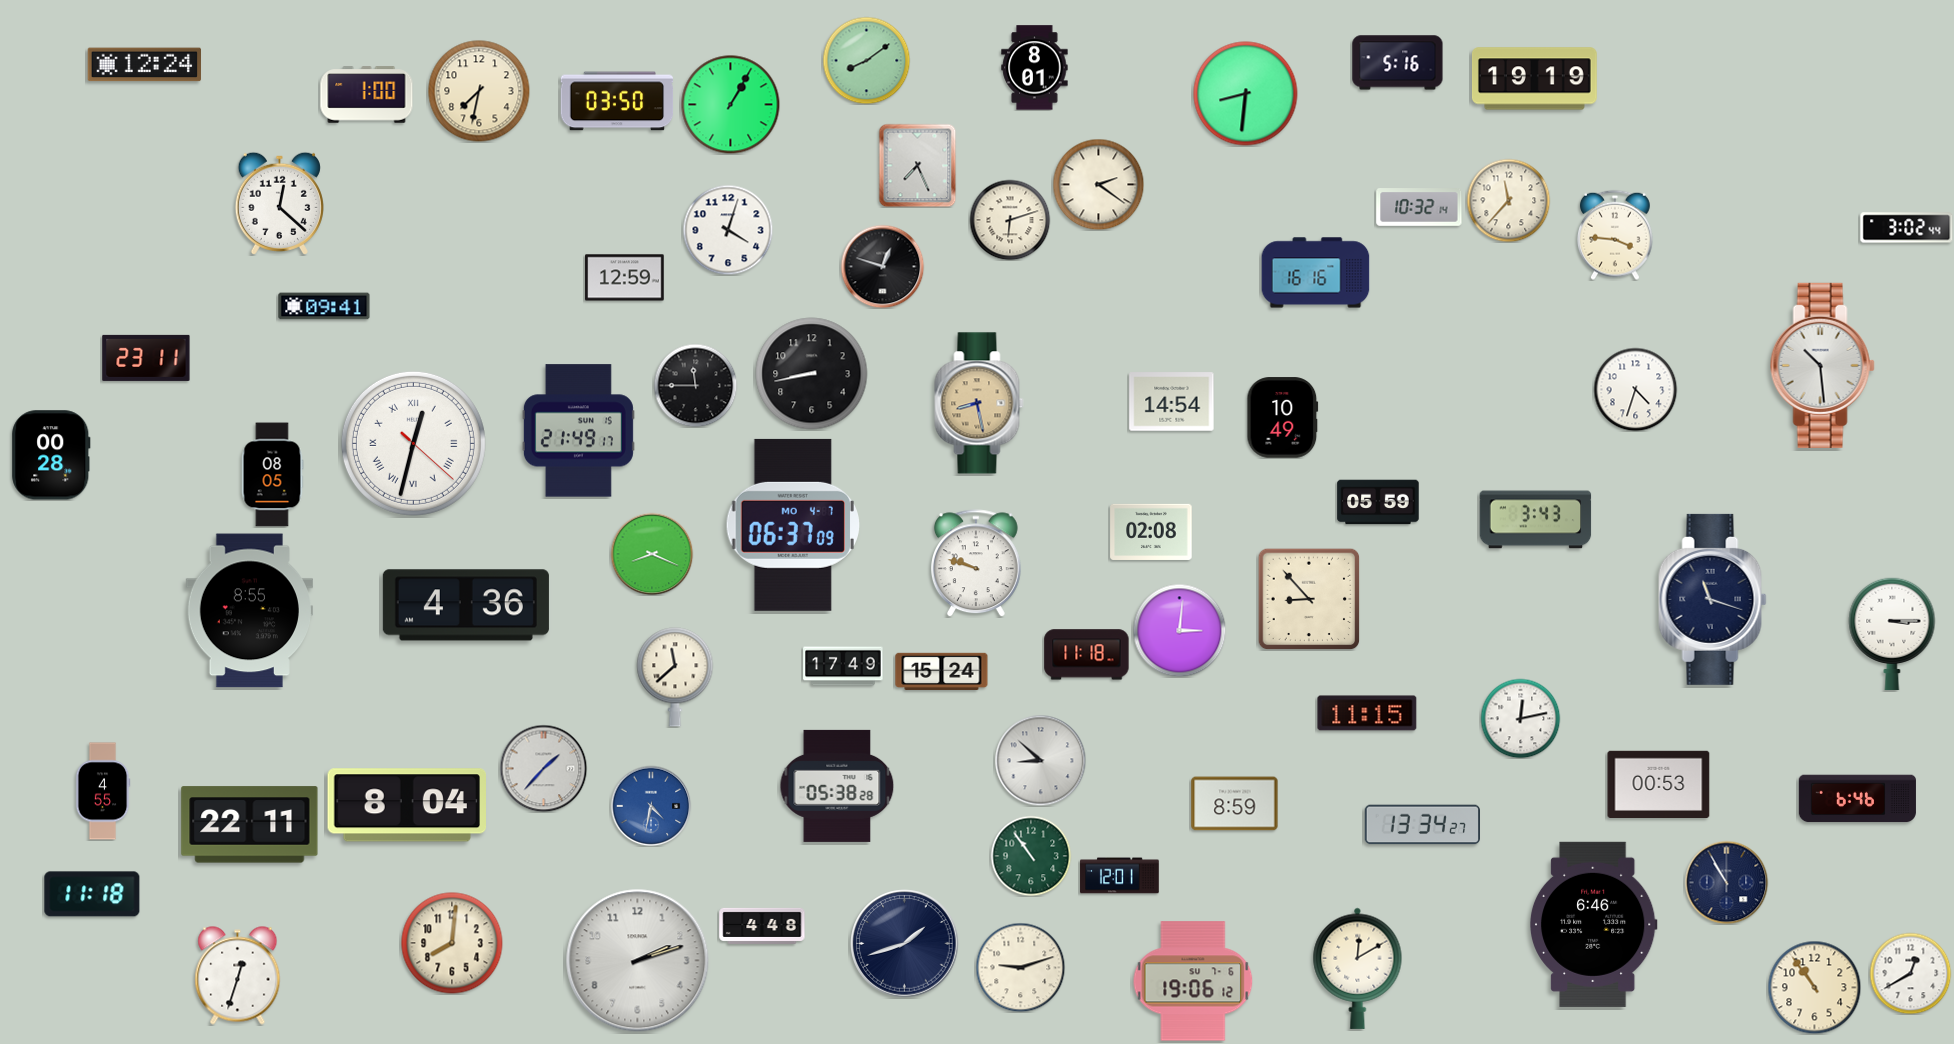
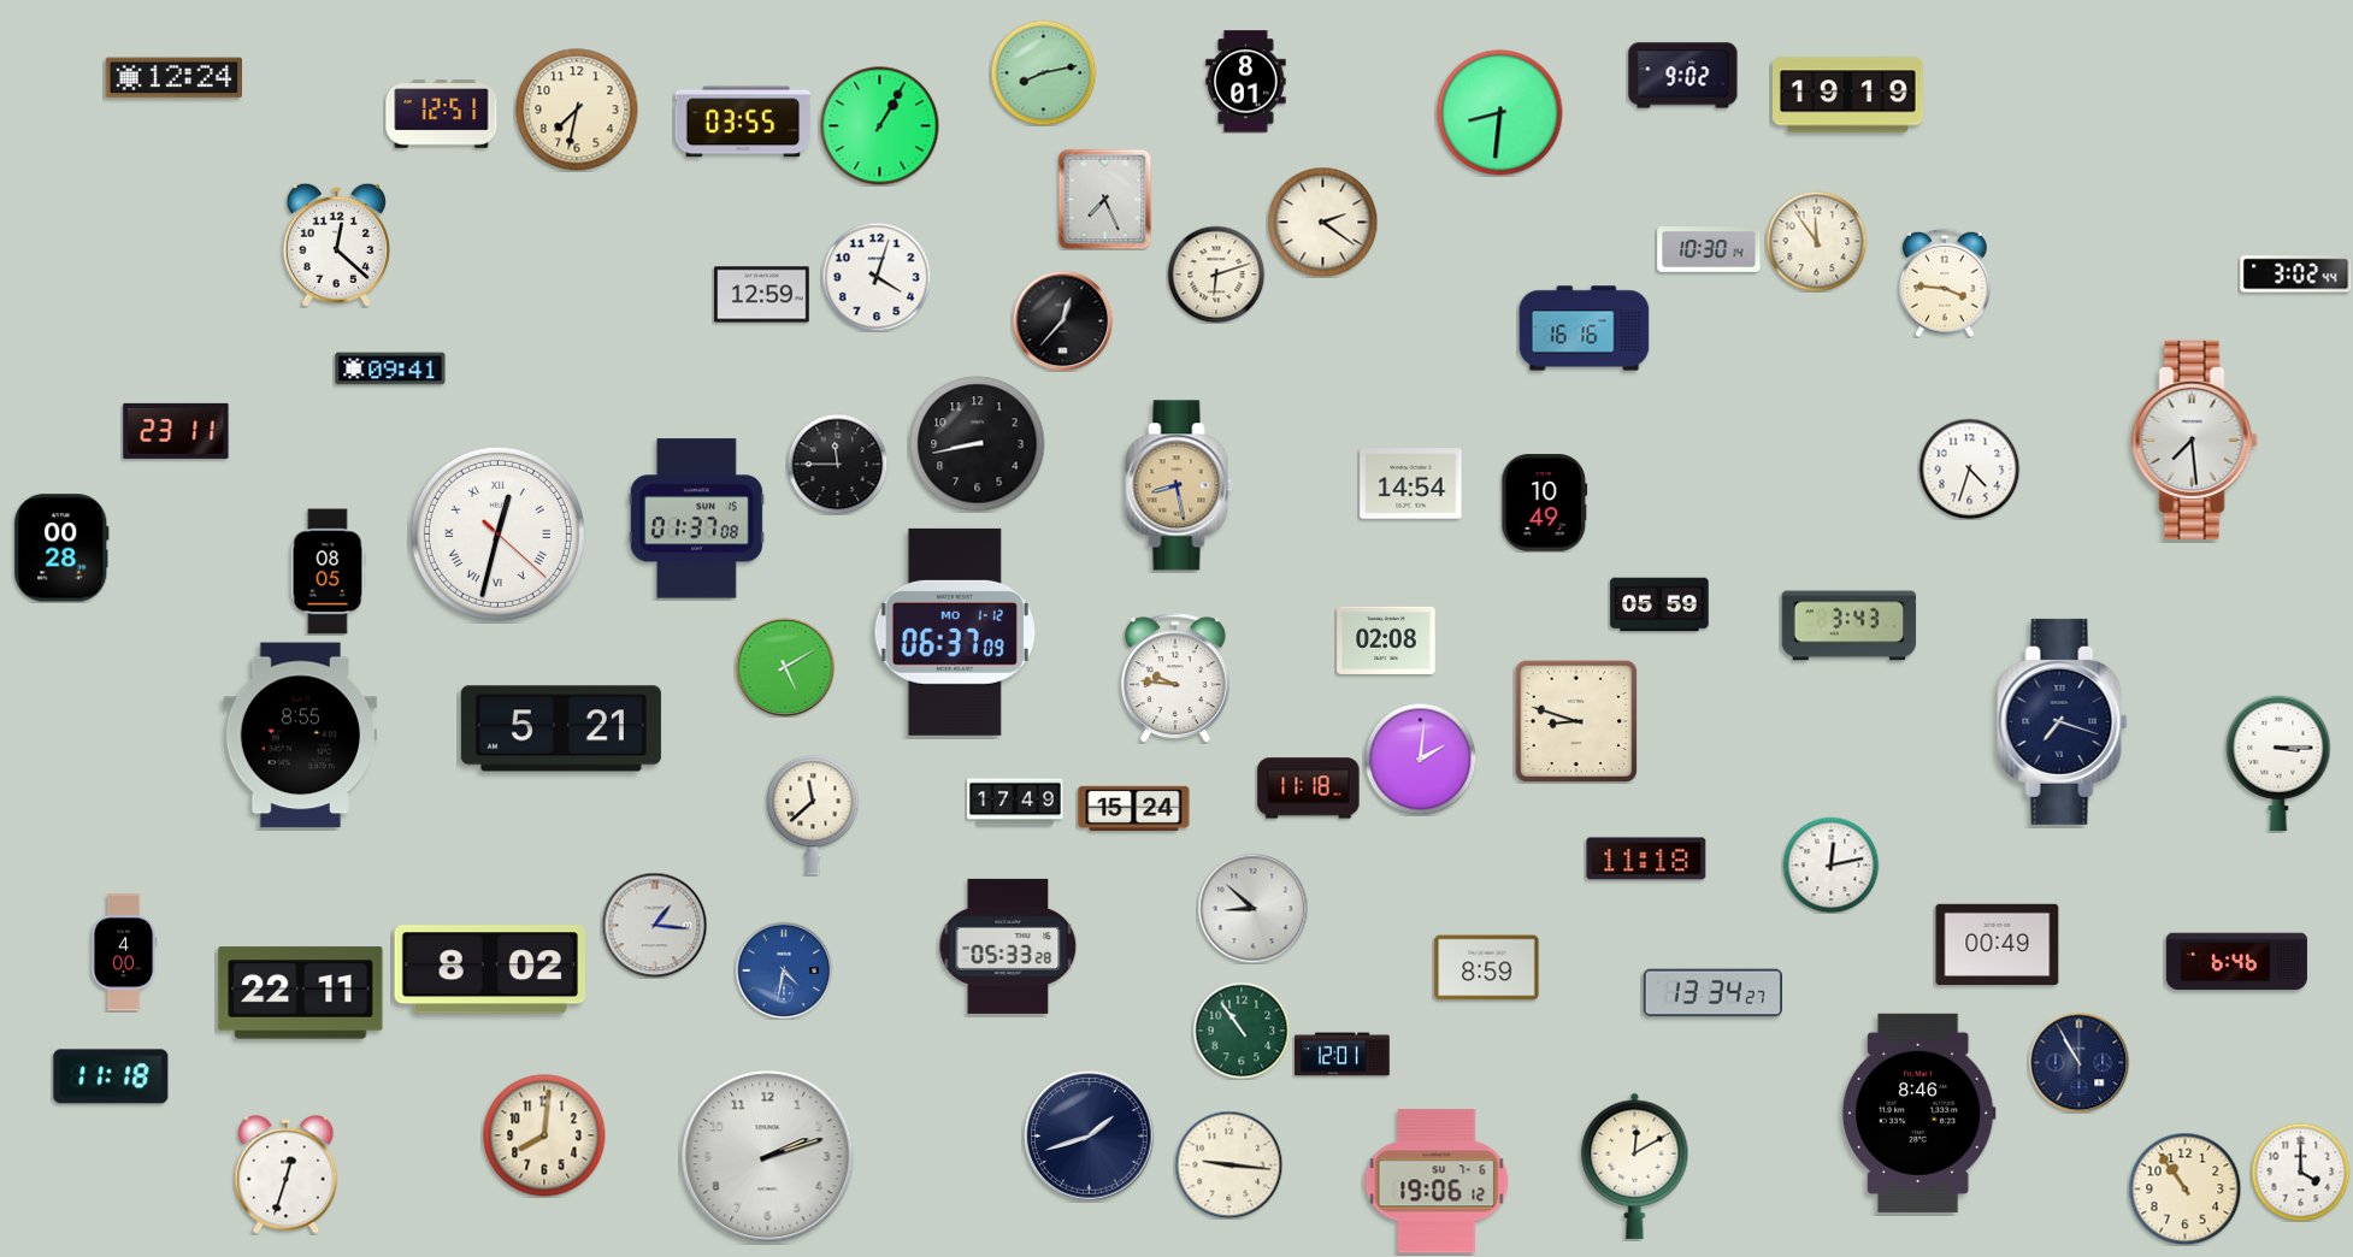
clock at (866, 60): 8:09 -> 8:13
clock at (1398, 63): 5:16 -> 9:02
clock at (367, 95): 1:00 -> 12:51
clock at (617, 101): 03:50 -> 03:55
clock at (1508, 200): 11:37 -> 11:54
clock at (1419, 208): 10:32 -> 10:30
clock at (1010, 220) position: (1010, 220) -> (1216, 275)
clock at (882, 266): 12:48 -> 12:37
clock at (625, 278) position: (625, 278) -> (762, 295)
clock at (1822, 365): 10:29 -> 7:29
clock at (812, 374) position: (812, 374) -> (978, 444)
clock at (578, 431): 21:49 -> 01:37
clock at (792, 525) date: MO 4-7 -> MO 1-12
clock at (652, 554): 8:19 -> 5:10
clock at (976, 563): 9:48 -> 9:46
clock at (1309, 599): 8:53 -> 8:48
clock at (1713, 599): 11:18 -> 7:18
clock at (466, 605): 4:36 -> 5:21
clock at (1179, 630): 3:01 -> 2:01
clock at (1367, 713): 11:15 -> 11:18
clock at (1040, 760) position: (1040, 760) -> (1252, 908)
clock at (543, 768): 1:37 -> 1:16
clock at (1659, 784): 00:53 -> 00:49
clock at (837, 786): 05:38 -> 05:33
clock at (103, 791): 4:55 -> 4:00
clock at (406, 805): 8:04 -> 8:02
clock at (1120, 876) position: (1120, 876) -> (1343, 1055)
clock at (1593, 924): 6:46 -> 8:46
clock at (762, 926): 4:48 -> none
clock at (1020, 967): 9:12 -> 9:16
clock at (1910, 973): 12:40 -> 4:00
